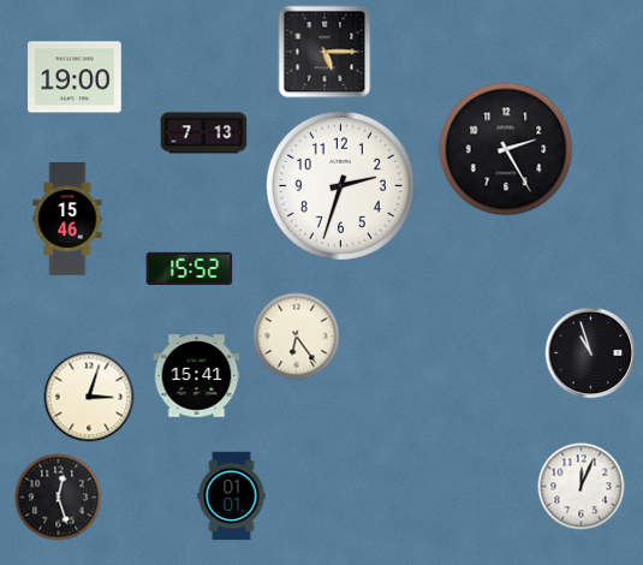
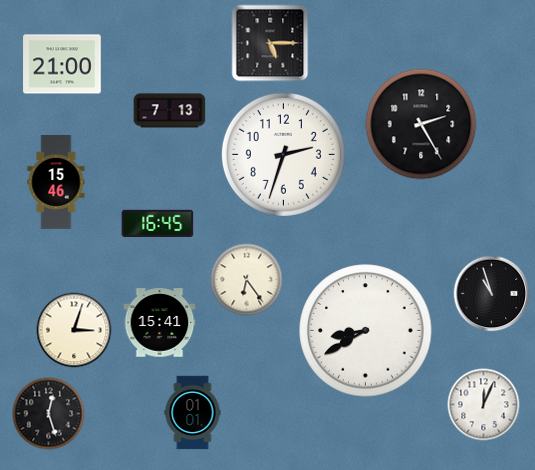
clock at (75, 77): 19:00 -> 21:00
clock at (190, 269): 15:52 -> 16:45
clock at (197, 376) position: (197, 376) -> (160, 323)
clock at (366, 331): none -> 8:40
